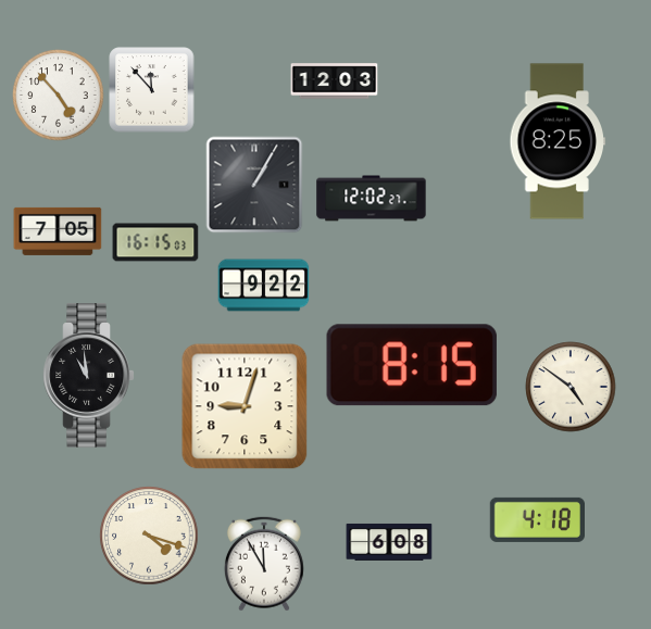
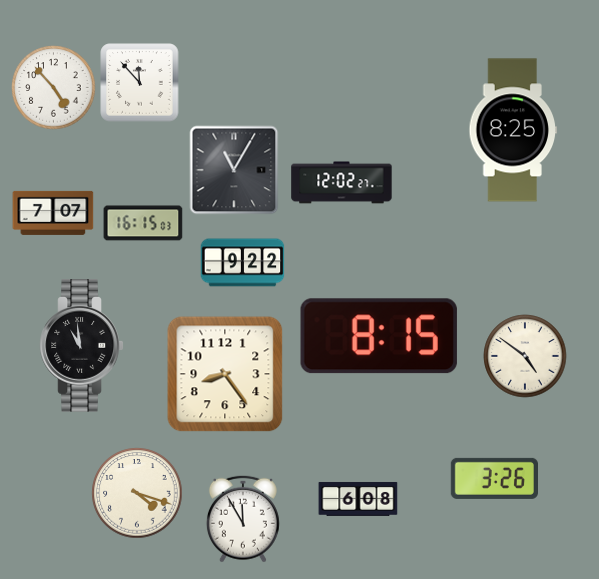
clock at (335, 81): 12:03 -> none
clock at (254, 185): 1:05 -> 11:05
clock at (58, 231): 7:05 -> 7:07
clock at (245, 406): 9:03 -> 8:24
clock at (537, 519): 4:18 -> 3:26
